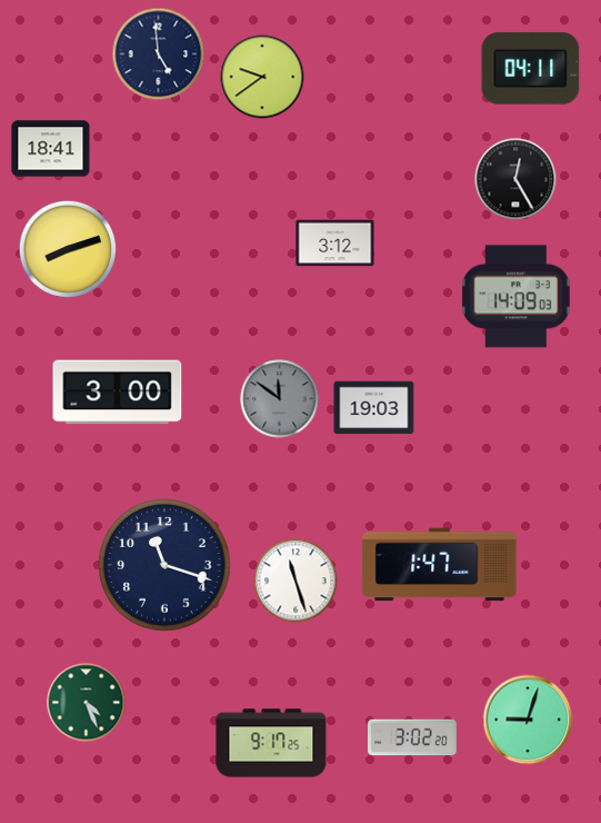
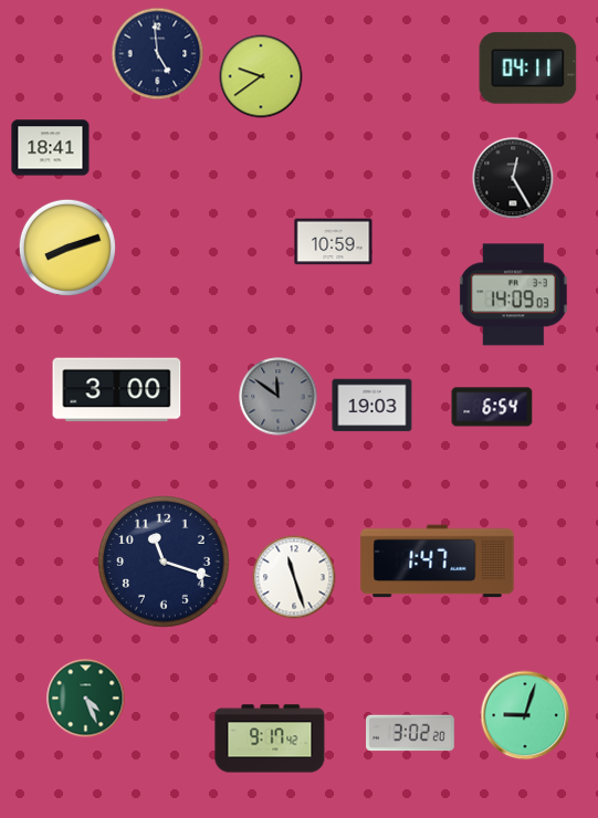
clock at (335, 244): 3:12 -> 10:59
clock at (492, 407): none -> 6:54
clock at (271, 743): 9:17:25 -> 9:17:42
